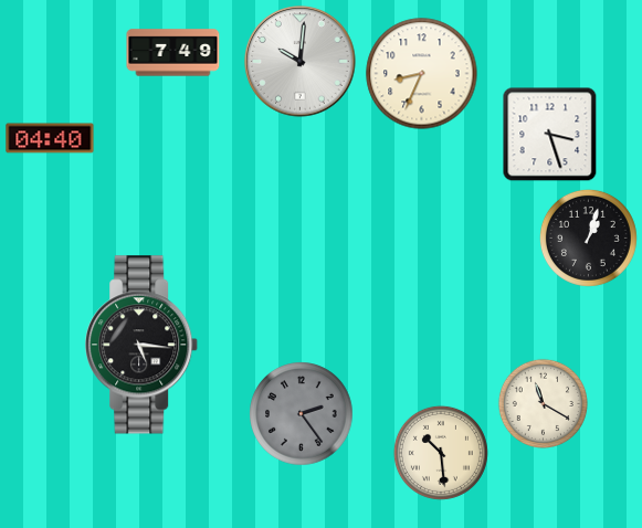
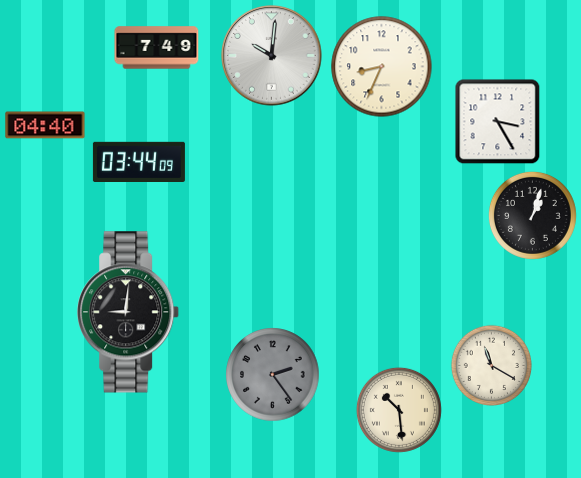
clock at (550, 135): 3:27 -> 3:25
clock at (139, 161): none -> 03:44
clock at (143, 345): 5:16 -> 9:01
